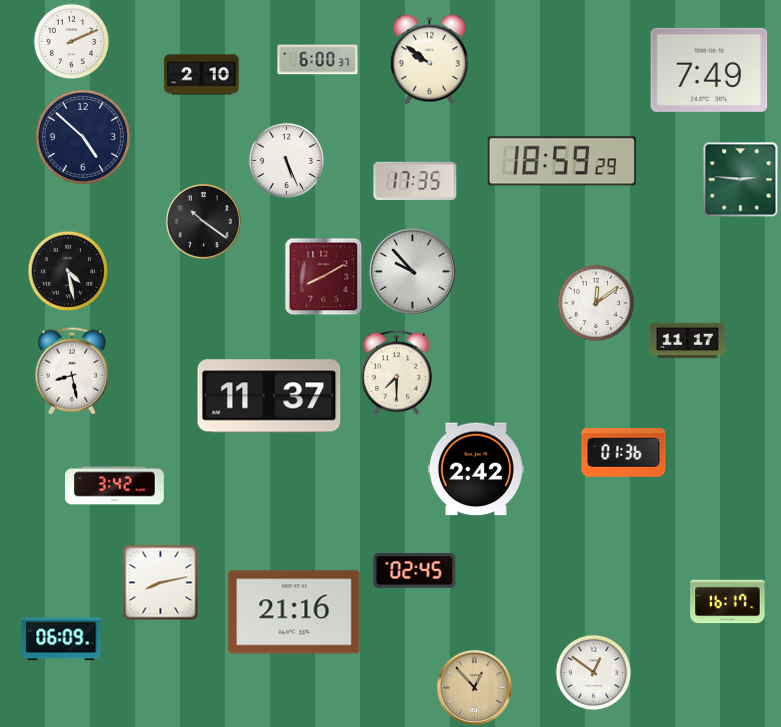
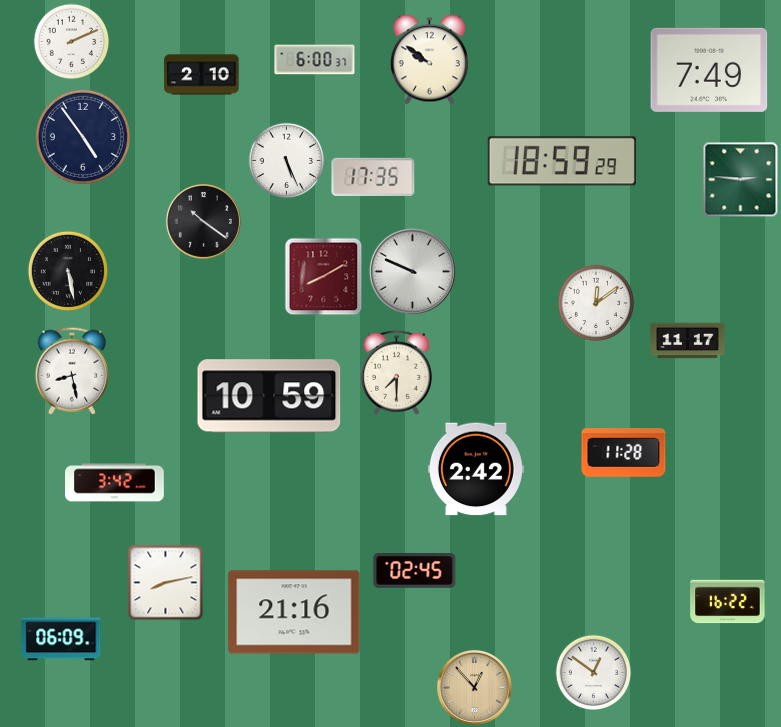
clock at (318, 60) position: (318, 60) -> (315, 60)
clock at (83, 137): 4:52 -> 4:54
clock at (415, 180) position: (415, 180) -> (373, 176)
clock at (67, 270): 4:28 -> 5:28
clock at (412, 271): 9:53 -> 9:49
clock at (269, 396): 11:37 -> 10:59
clock at (624, 453): 01:36 -> 11:28
clock at (115, 486) position: (115, 486) -> (115, 483)
clock at (161, 583) position: (161, 583) -> (166, 583)
clock at (728, 602): 16:17 -> 16:22
